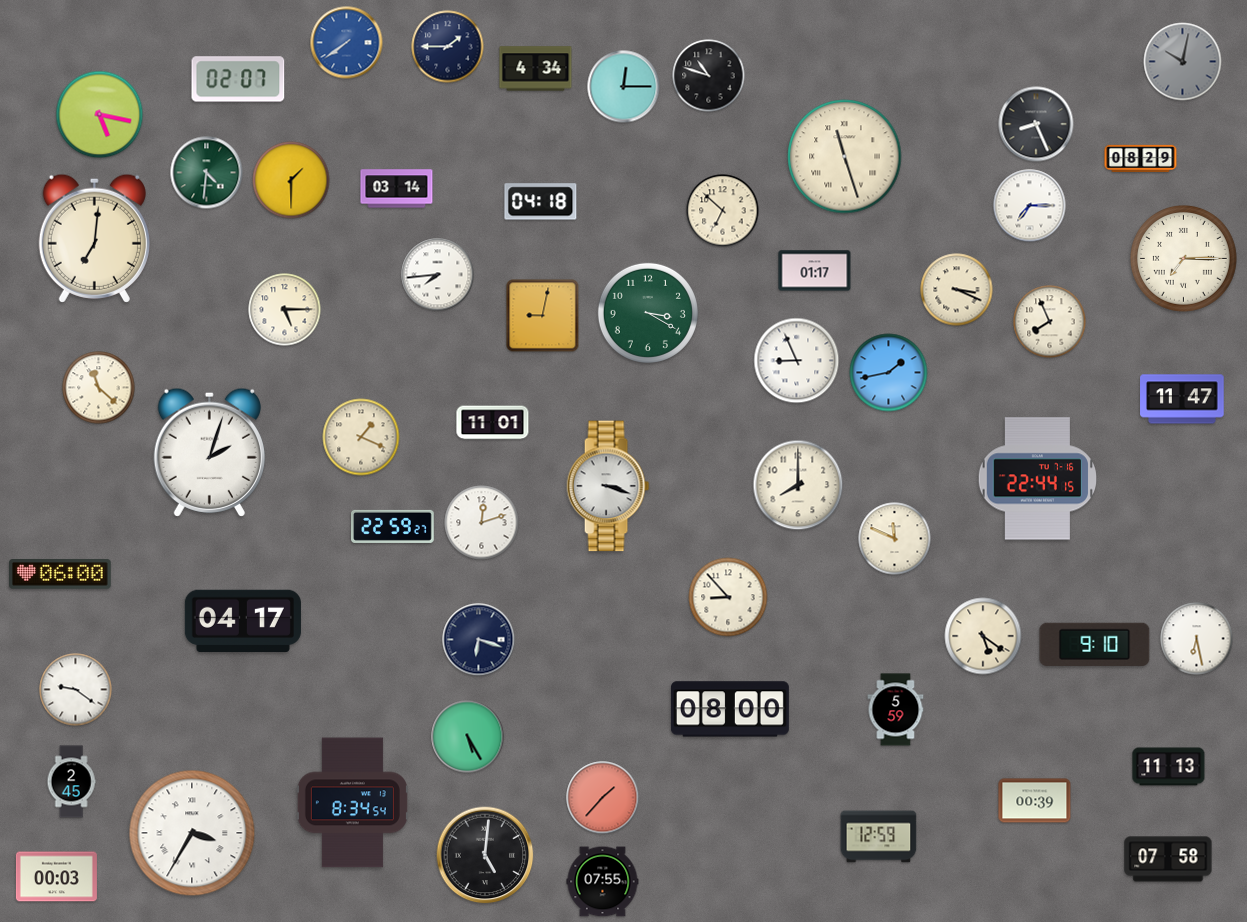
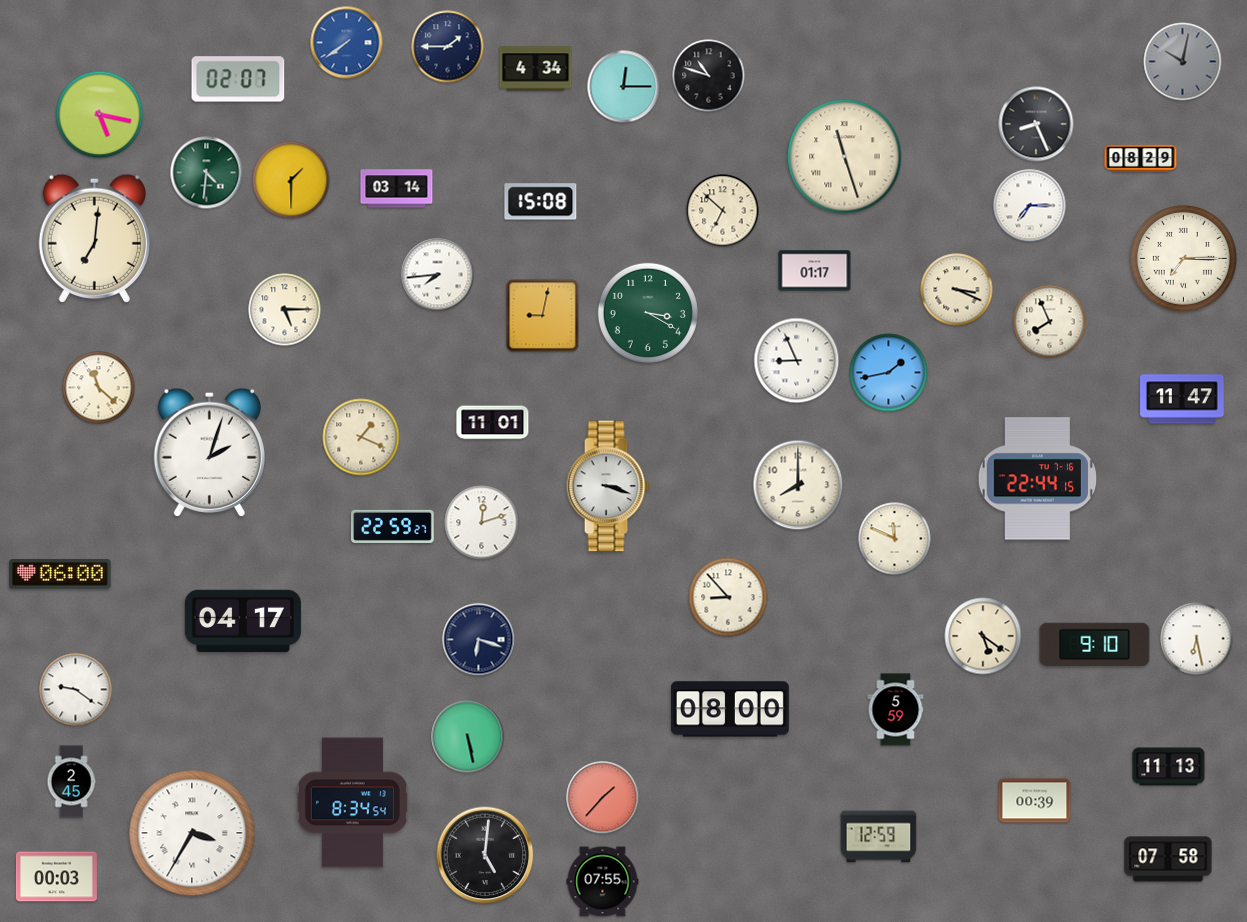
clock at (541, 202): 04:18 -> 15:08
clock at (468, 737): 5:25 -> 5:28
